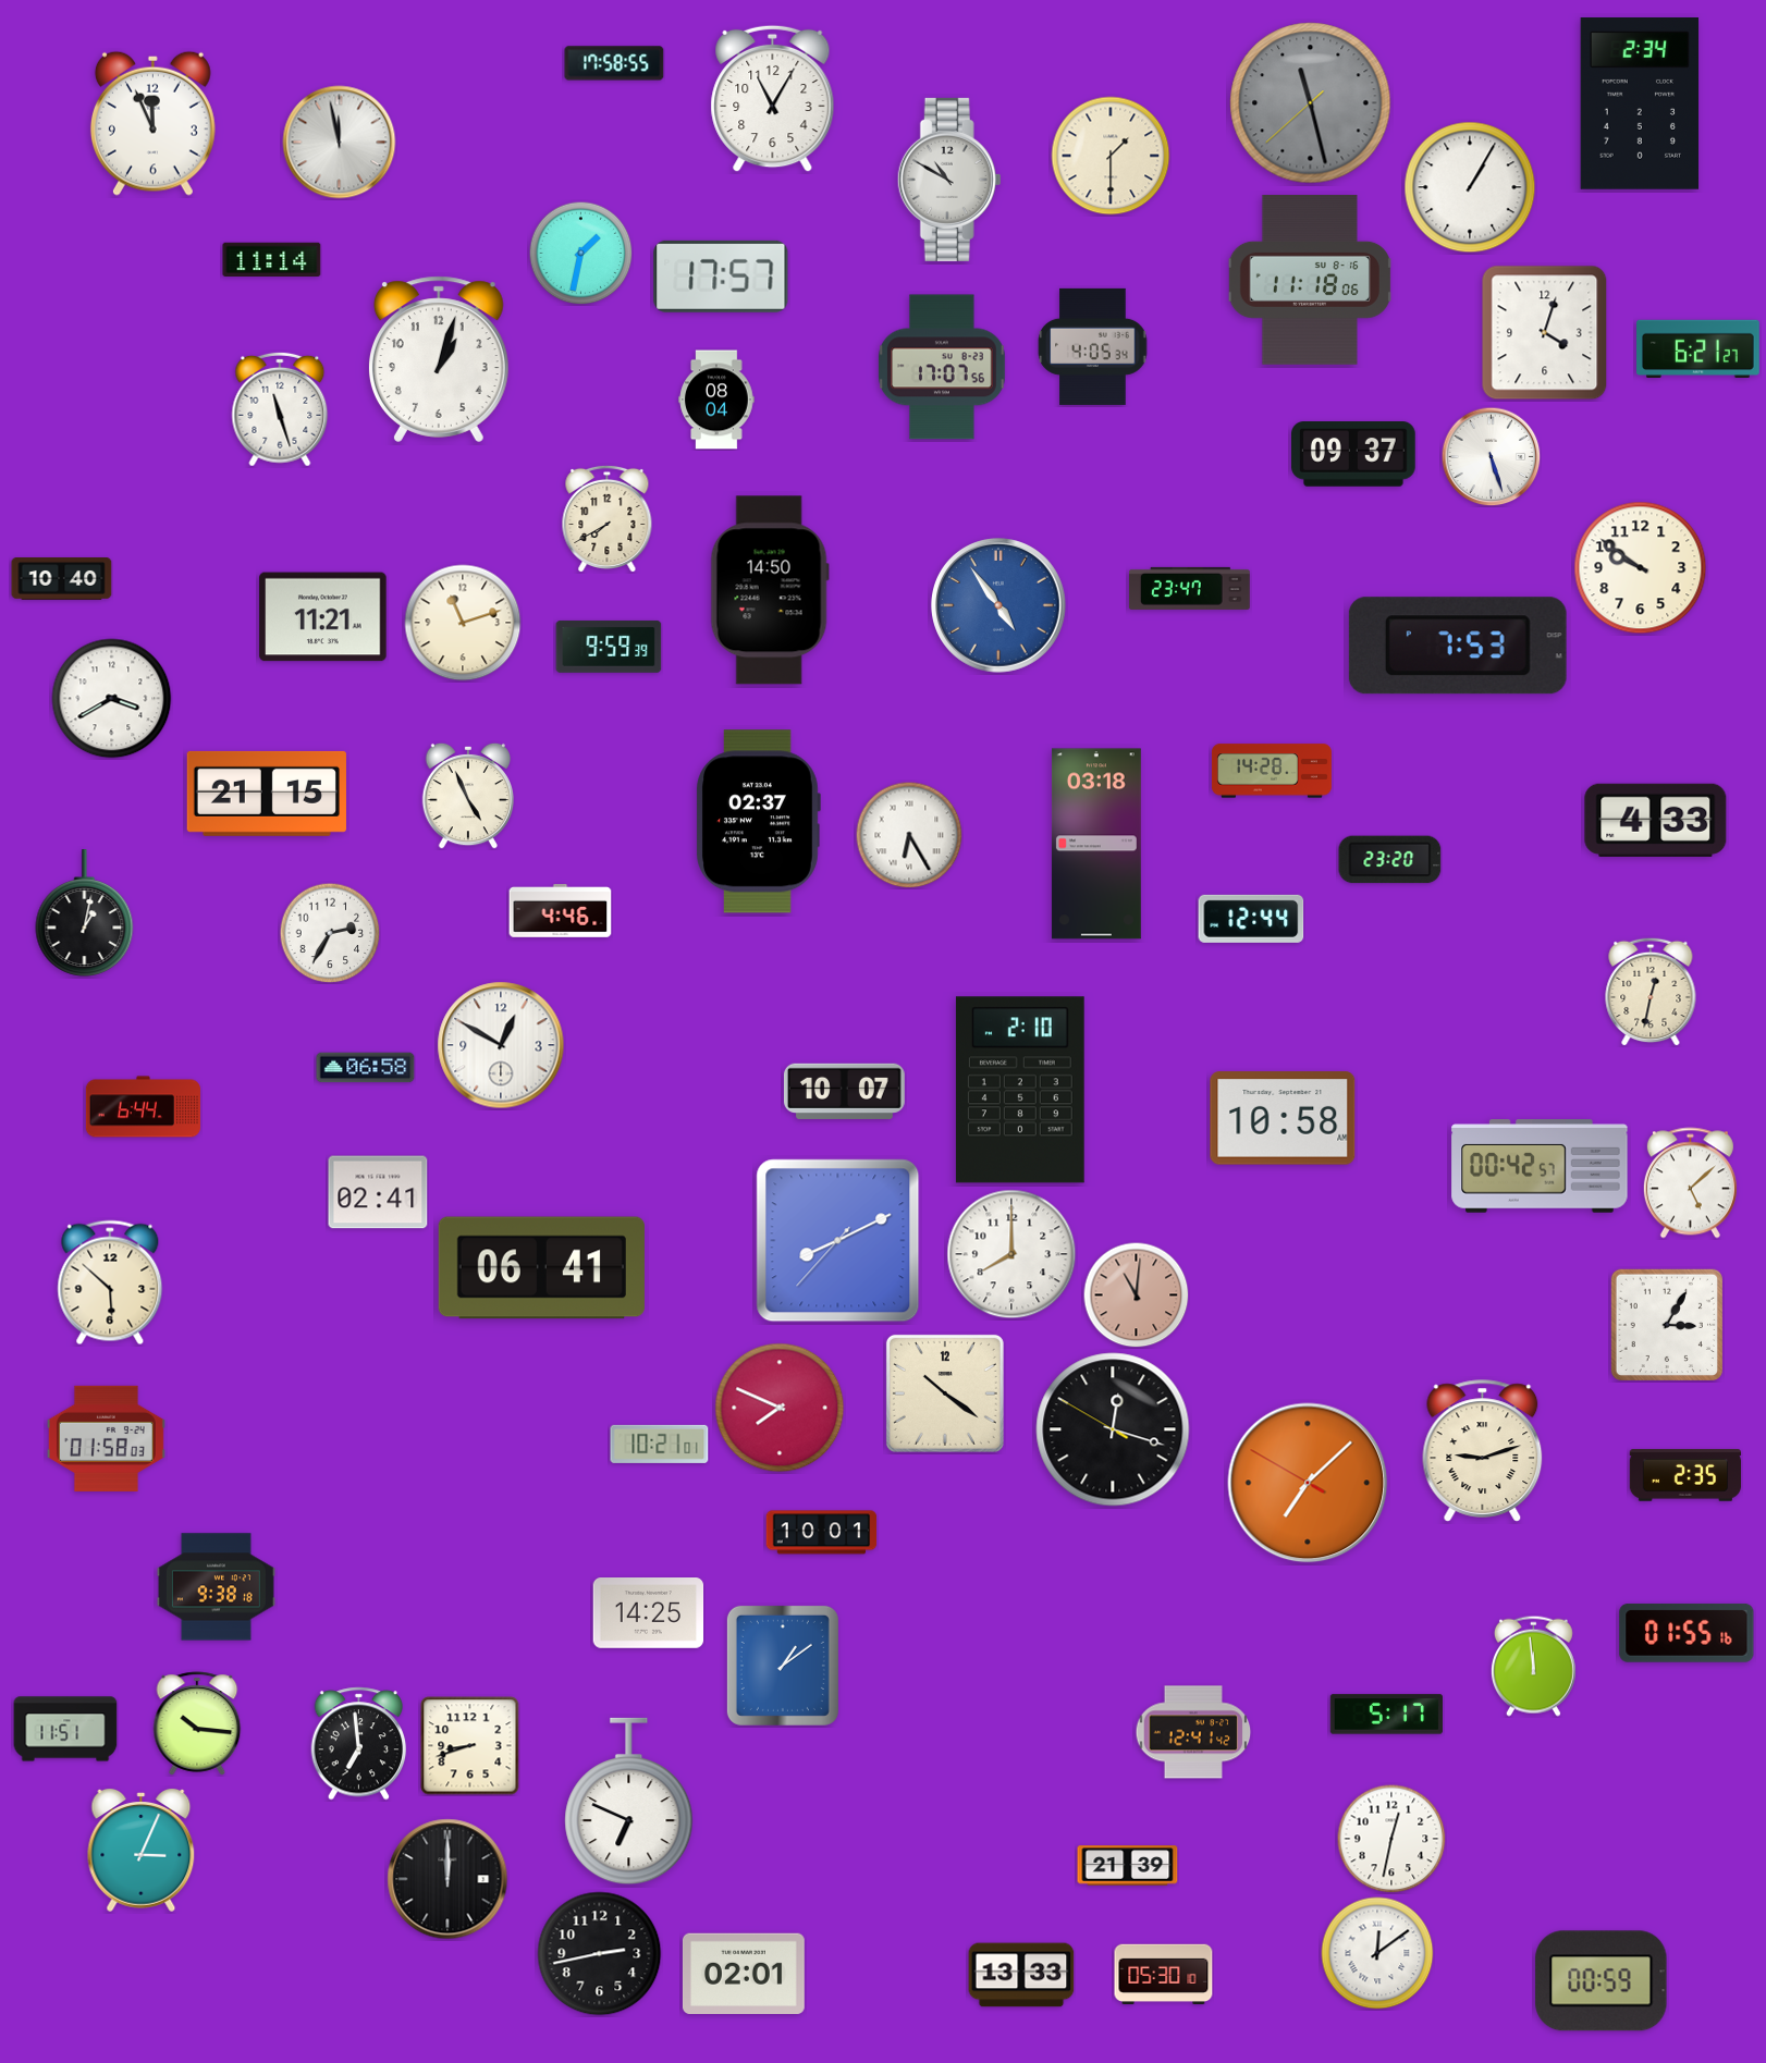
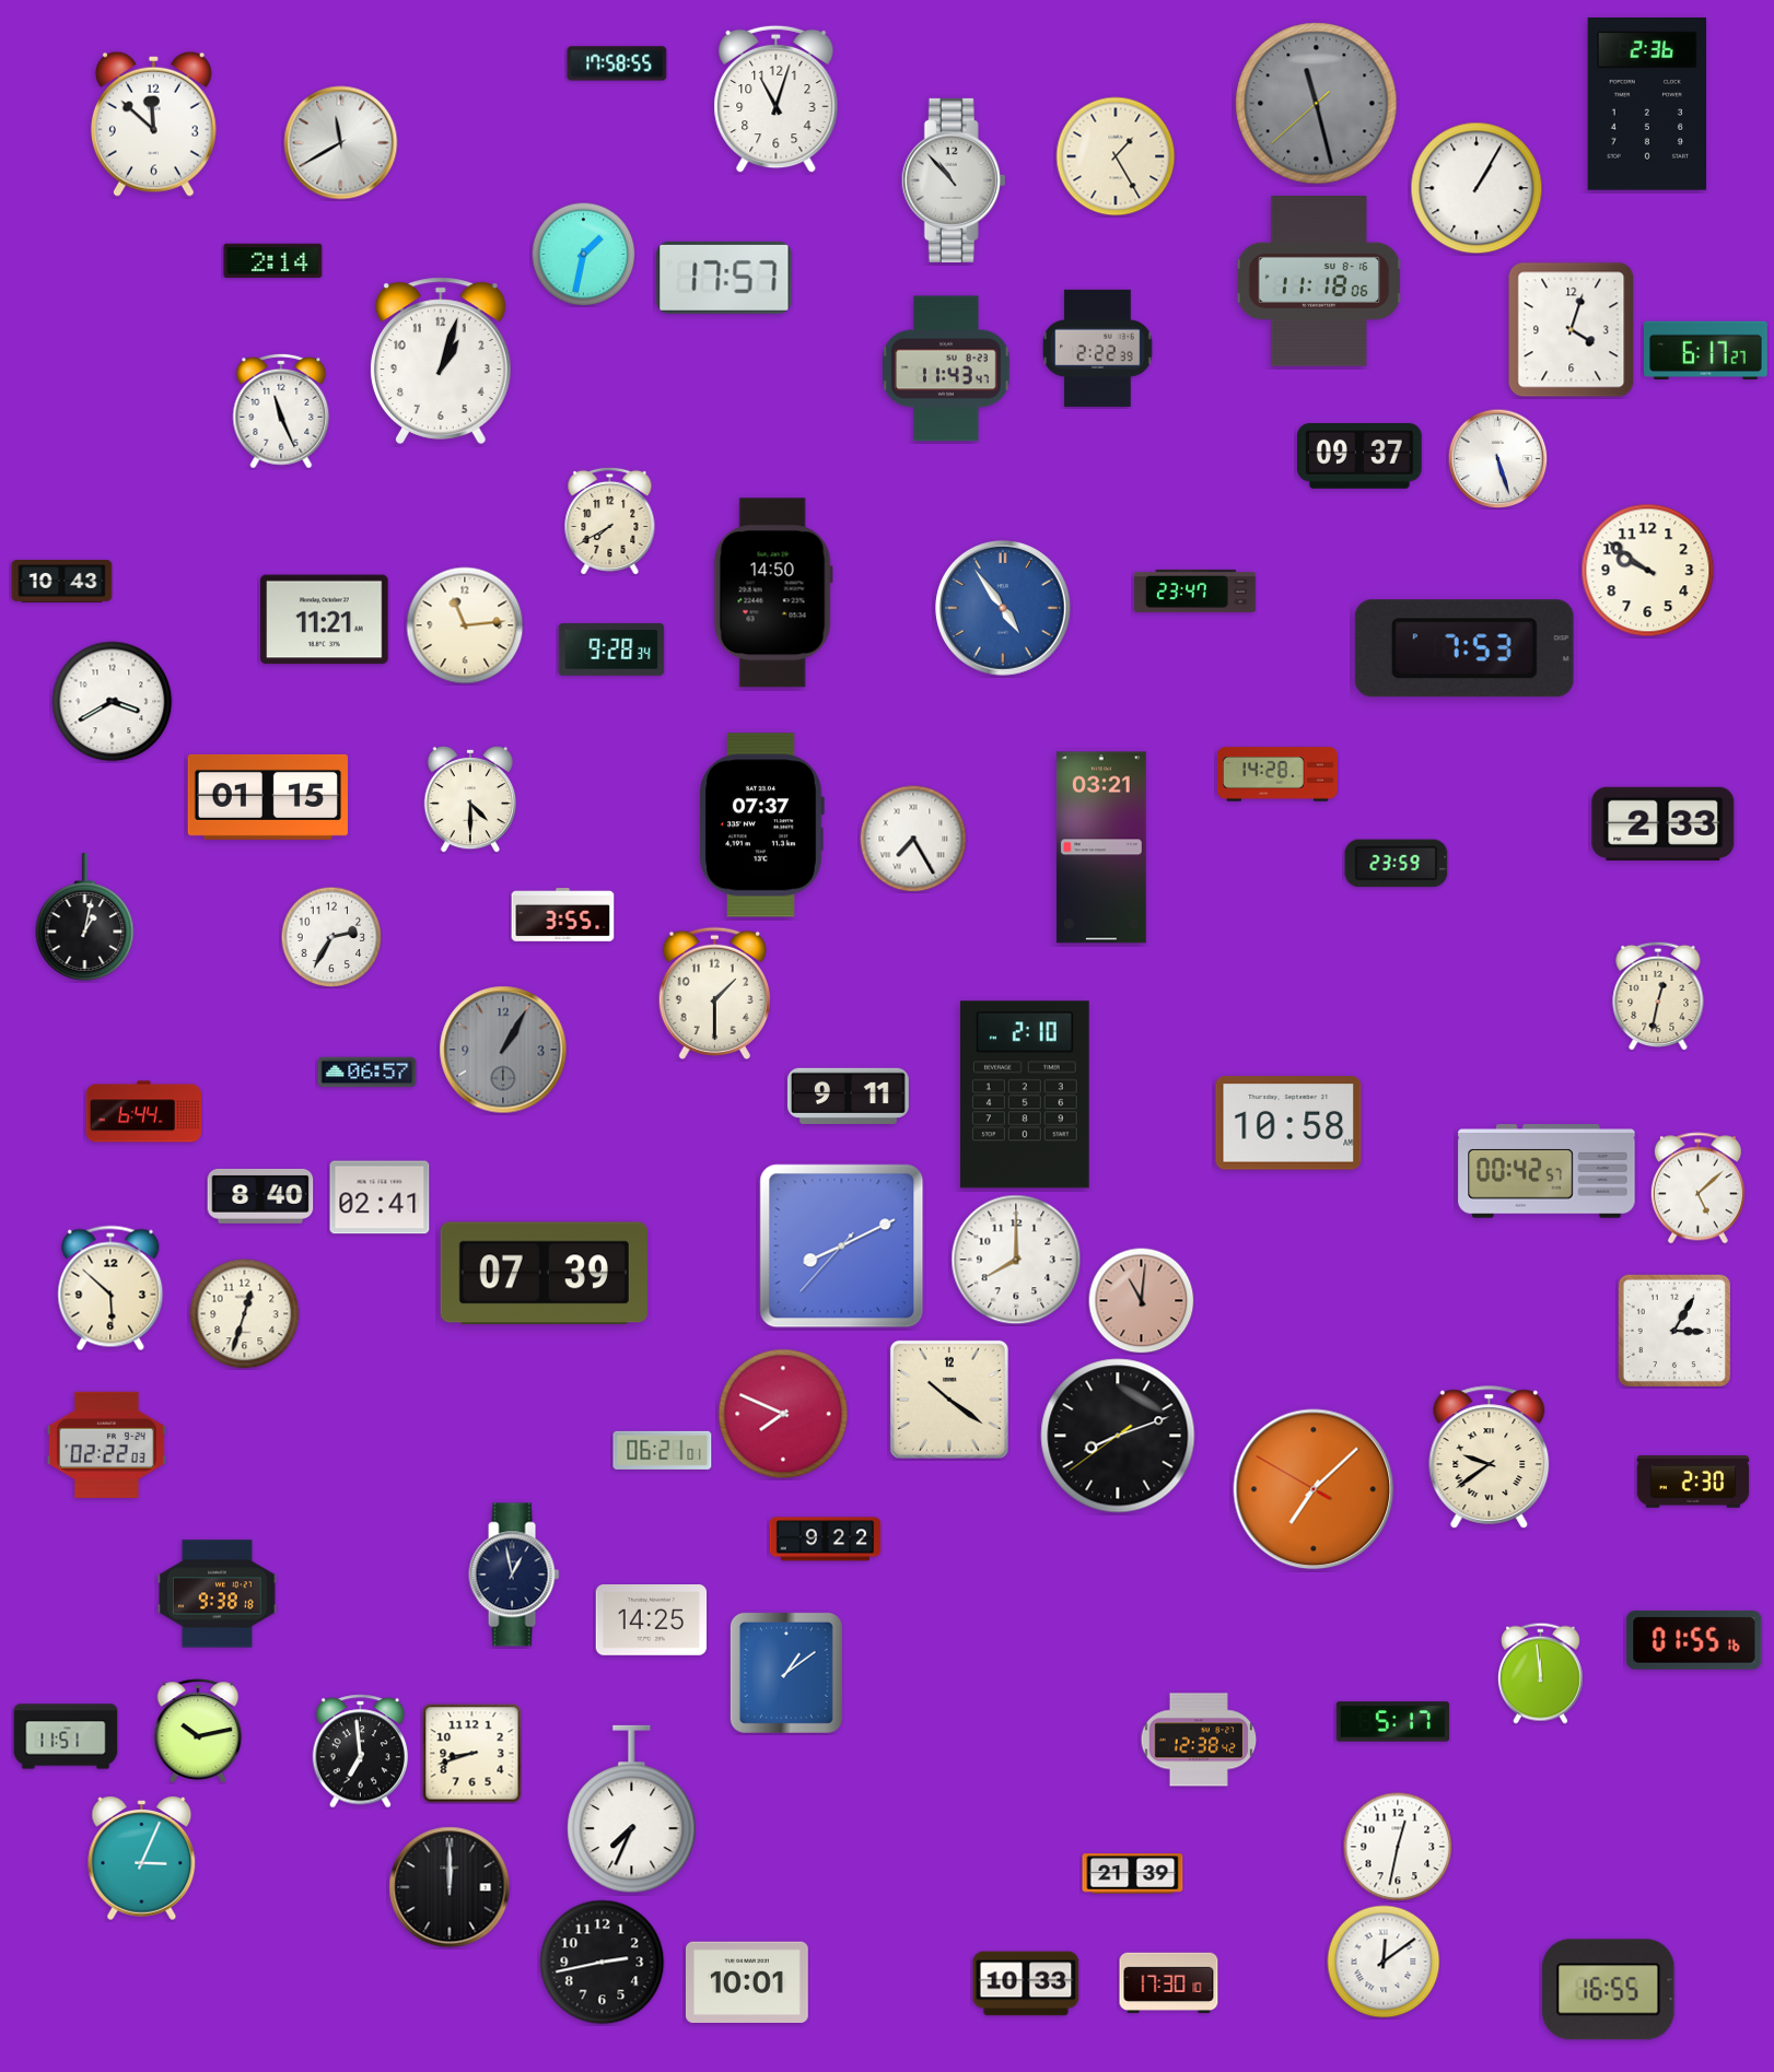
clock at (773, 99): 11:05 -> 11:03
clock at (1640, 105): 2:34 -> 2:36
clock at (152, 123): 11:56 -> 11:52
clock at (340, 143): 11:58 -> 11:40
clock at (1111, 156): 1:30 -> 1:25
clock at (949, 180): 10:50 -> 10:53
clock at (272, 259): 11:14 -> 2:14
clock at (1310, 280) position: (1310, 280) -> (1319, 281)
clock at (1545, 333) position: (1545, 333) -> (1572, 330)
clock at (1093, 346): 4:05 -> 2:22
clock at (1698, 348): 6:21 -> 6:17
clock at (943, 367): 17:07 -> 11:43
clock at (716, 400): 08:04 -> none
clock at (280, 409): 11:27 -> 11:26
clock at (62, 579): 10:40 -> 10:43
clock at (463, 623): 11:12 -> 11:14
clock at (609, 647): 9:59 -> 9:28
clock at (267, 794): 21:15 -> 01:15
clock at (467, 796): 4:56 -> 4:30
clock at (1656, 820): 4:33 -> 2:33
clock at (758, 822): 02:37 -> 07:37
clock at (909, 835): 6:25 -> 7:25
clock at (1096, 844): 03:18 -> 03:21
clock at (1390, 860): 23:20 -> 23:59
clock at (561, 911): 4:46 -> 3:55
clock at (1251, 919): 12:44 -> none
clock at (714, 993): none -> 1:30
clock at (501, 1045): 12:50 -> 1:05
clock at (501, 1045) dial: white -> grey
clock at (366, 1068): 06:58 -> 06:57
clock at (844, 1091): 10:07 -> 9:11
clock at (260, 1196): none -> 8:40
clock at (541, 1268): 06:41 -> 07:39
clock at (245, 1314): none -> 12:33
clock at (1113, 1429): 12:17 -> 8:11
clock at (106, 1438): 01:58 -> 02:22
clock at (660, 1444): 10:21 -> 06:21
clock at (1483, 1451): 9:12 -> 9:39
clock at (1685, 1475): 2:35 -> 2:30
clock at (822, 1533): 10:01 -> 9:22
clock at (514, 1575): none -> 12:58
clock at (197, 1723): 10:16 -> 10:13
clock at (1193, 1732): 12:41 -> 12:38
clock at (629, 1802): 6:49 -> 7:34
clock at (744, 1973): 02:01 -> 10:01
clock at (1021, 1975): 13:33 -> 10:33
clock at (1164, 1975): 05:30 -> 17:30
clock at (1602, 1981): 00:59 -> 16:55
